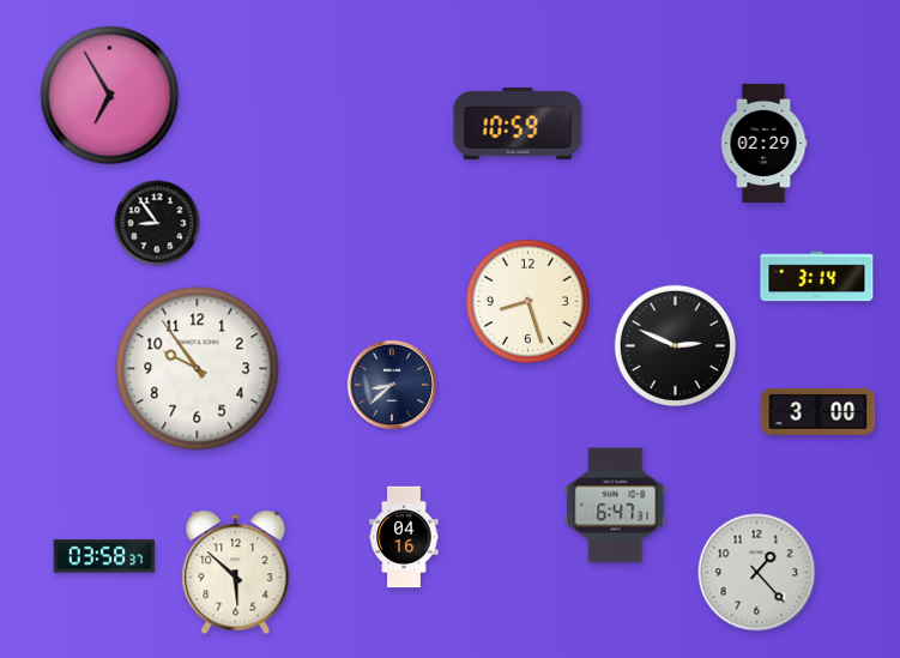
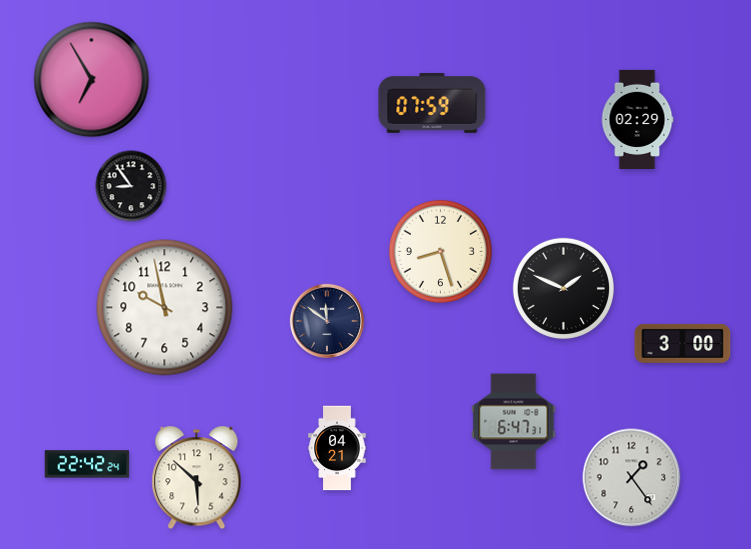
clock at (518, 123): 10:59 -> 07:59
clock at (817, 277): 3:14 -> none
clock at (675, 345): 2:49 -> 1:49
clock at (198, 369): 9:54 -> 9:58
clock at (391, 384): 8:38 -> 11:51
clock at (404, 537): 04:16 -> 04:21
clock at (104, 556): 03:58 -> 22:42
clock at (757, 573): 1:23 -> 1:24
